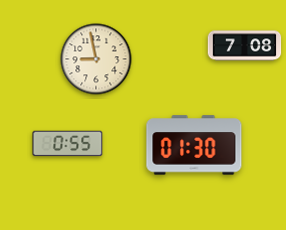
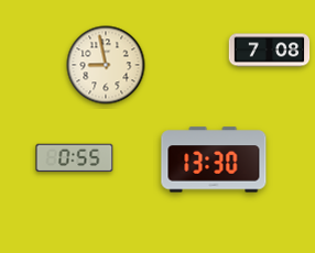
clock at (194, 145): 01:30 -> 13:30
